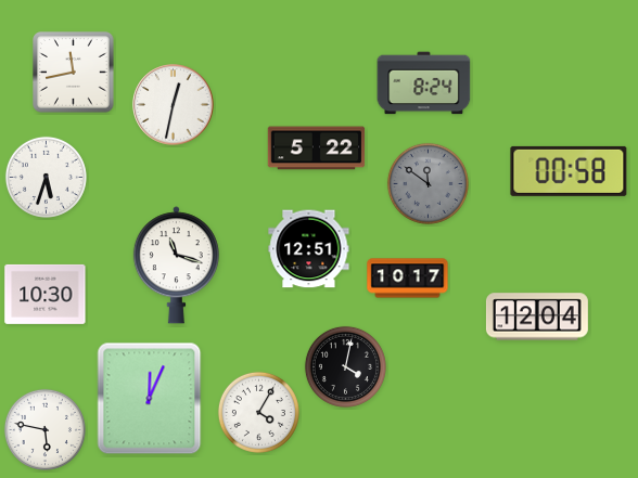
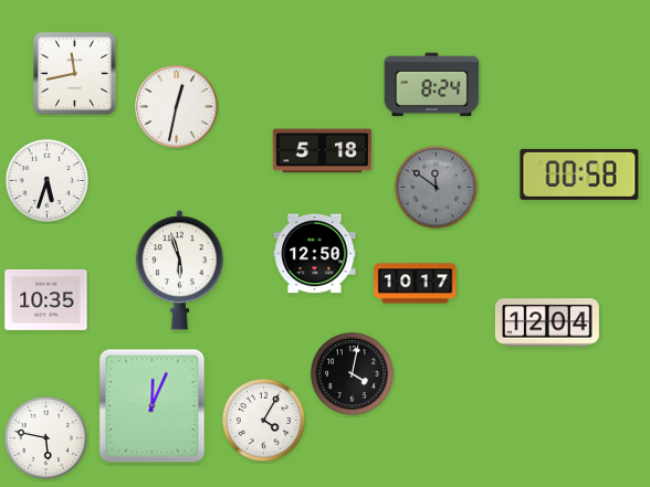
clock at (317, 148): 5:22 -> 5:18
clock at (309, 249): 12:51 -> 12:50
clock at (176, 266): 11:18 -> 5:57
clock at (46, 294): 10:30 -> 10:35
